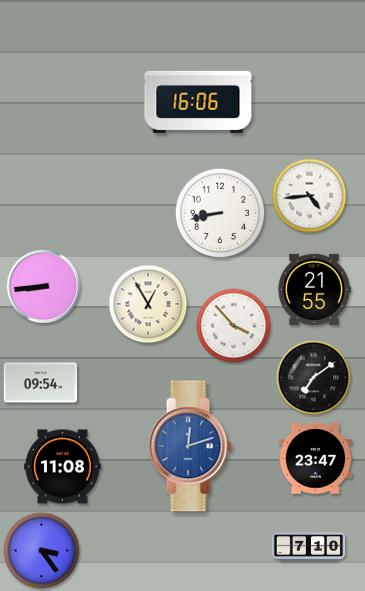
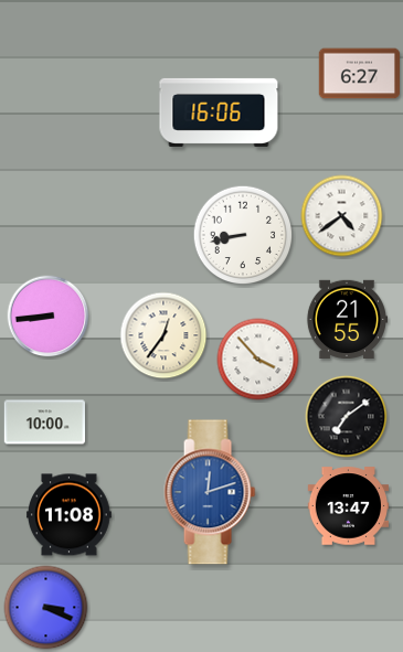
clock at (359, 74): none -> 6:27
clock at (310, 196): 4:44 -> 4:39
clock at (148, 304): 12:55 -> 12:36
clock at (41, 383): 09:54 -> 10:00
clock at (316, 459): 23:47 -> 13:47
clock at (309, 547): 7:10 -> none
clock at (42, 551): 3:24 -> 3:19
